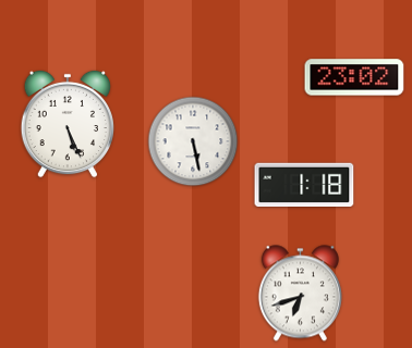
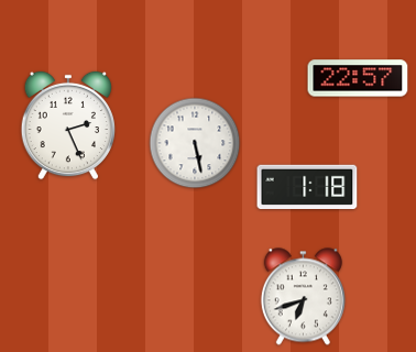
clock at (354, 77): 23:02 -> 22:57
clock at (66, 124): 5:26 -> 2:26
